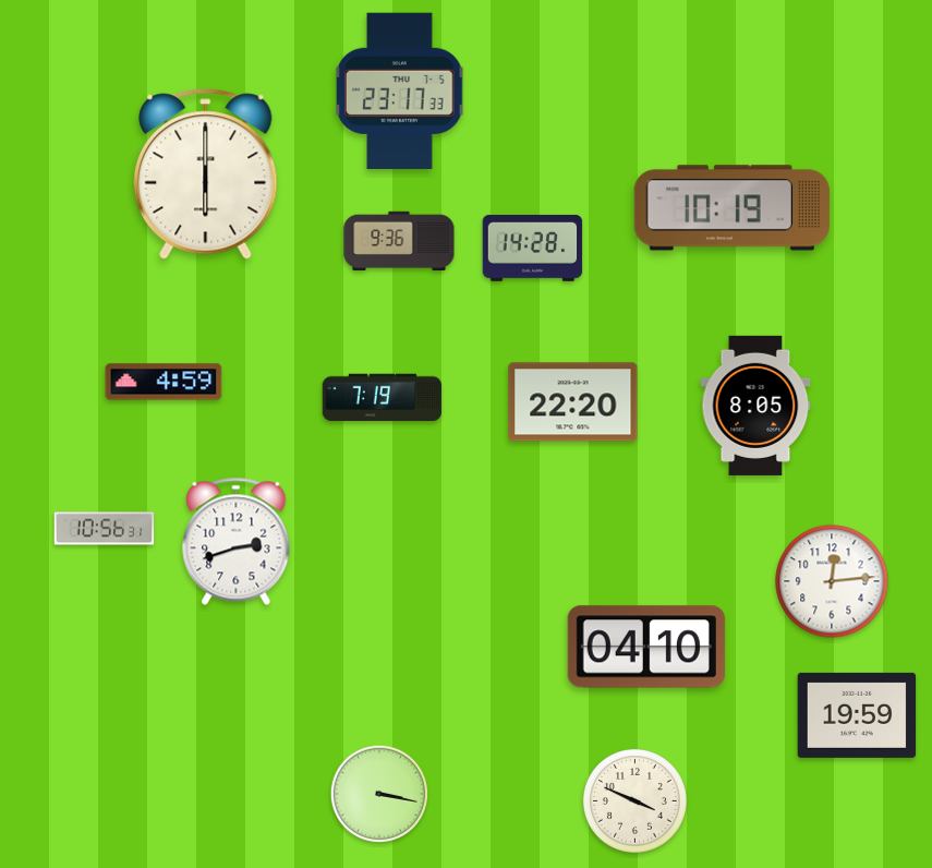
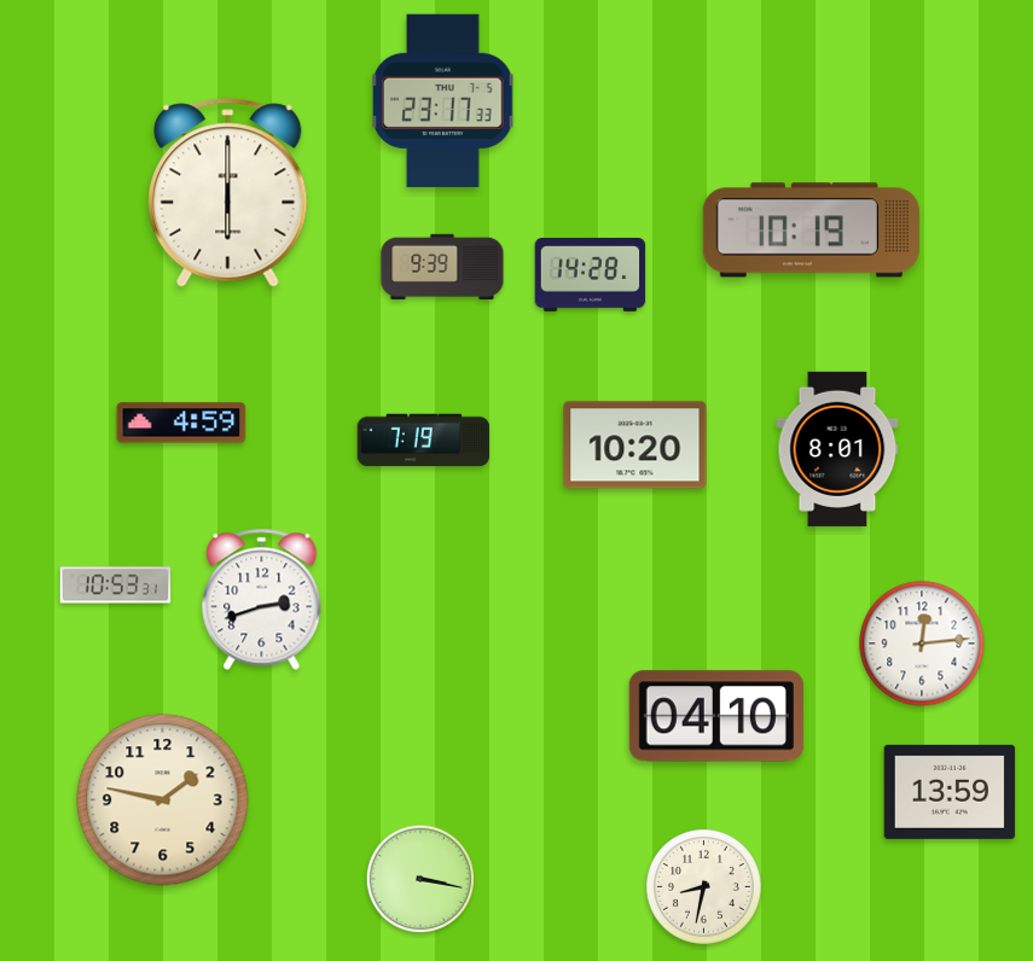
clock at (399, 241): 9:36 -> 9:39
clock at (573, 402): 22:20 -> 10:20
clock at (755, 406): 8:05 -> 8:01
clock at (105, 529): 10:56 -> 10:53
clock at (857, 715): 19:59 -> 13:59
clock at (163, 800): none -> 1:47
clock at (634, 800): 3:49 -> 8:32
